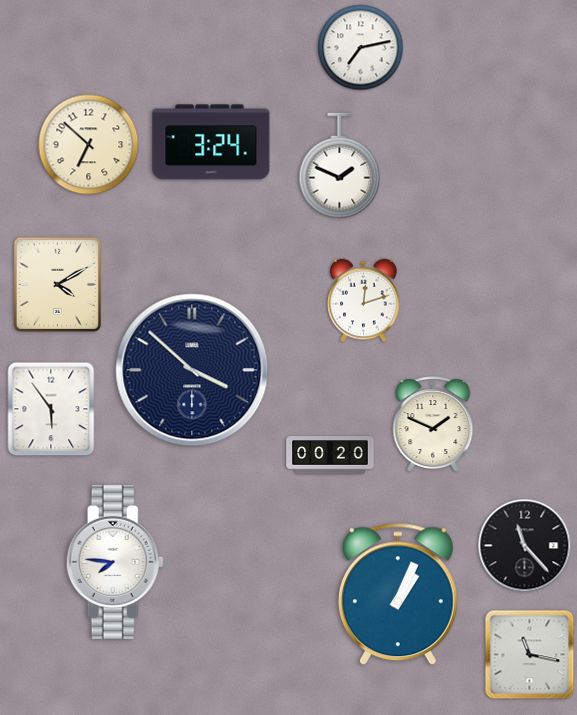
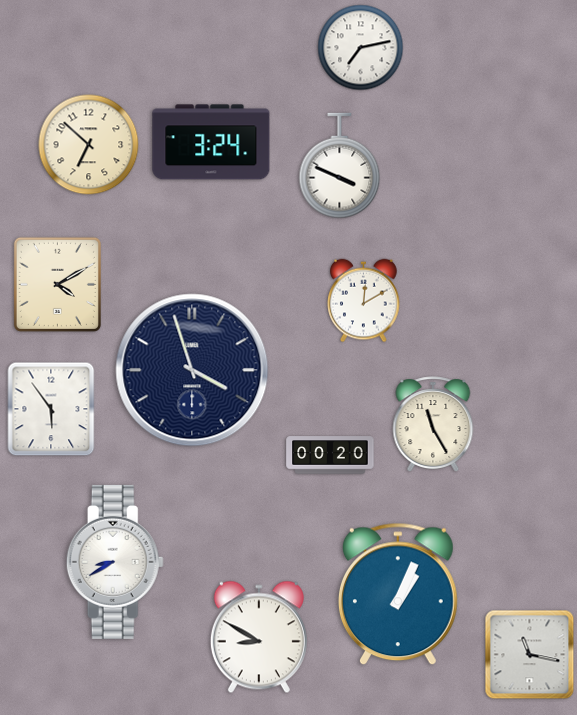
clock at (340, 166): 1:49 -> 3:49
clock at (364, 301): 12:12 -> 12:10
clock at (192, 370): 3:52 -> 3:57
clock at (433, 424): 1:49 -> 11:25
clock at (525, 546): 11:23 -> none
clock at (115, 562): 7:46 -> 8:40
clock at (259, 637): none -> 8:50
